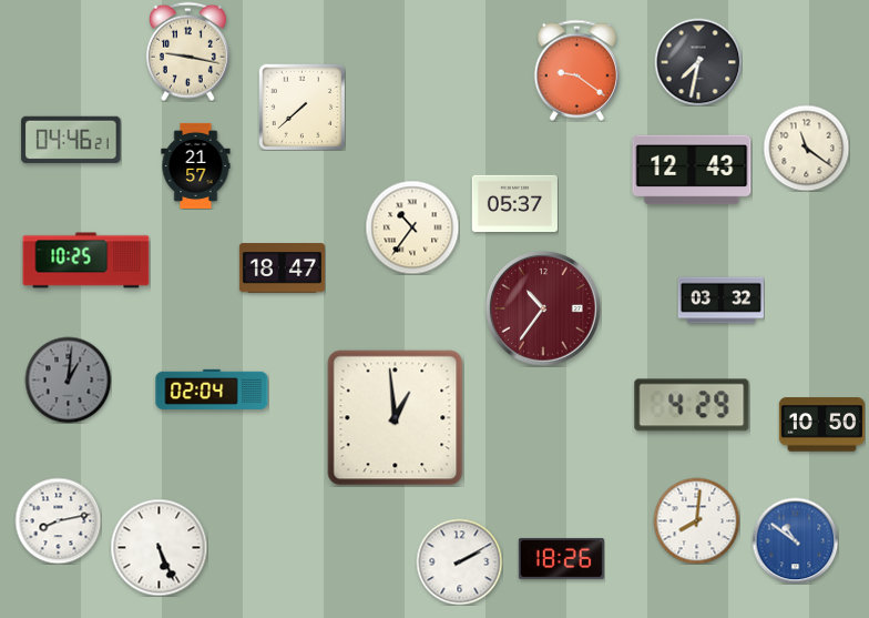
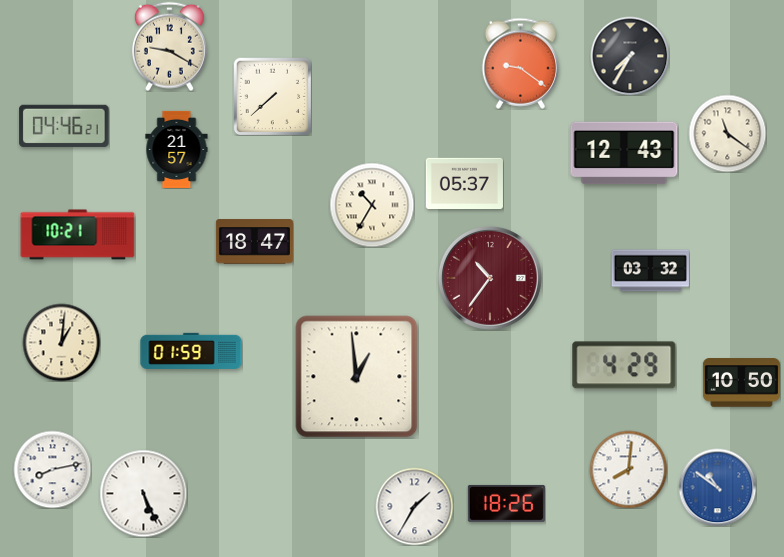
clock at (187, 51): 9:17 -> 9:20
clock at (698, 62): 7:32 -> 7:35
clock at (412, 227): 10:36 -> 10:35
clock at (86, 261): 10:25 -> 10:21
clock at (68, 379) dial: grey -> cream
clock at (212, 389): 02:04 -> 01:59
clock at (459, 561): 2:10 -> 1:35
